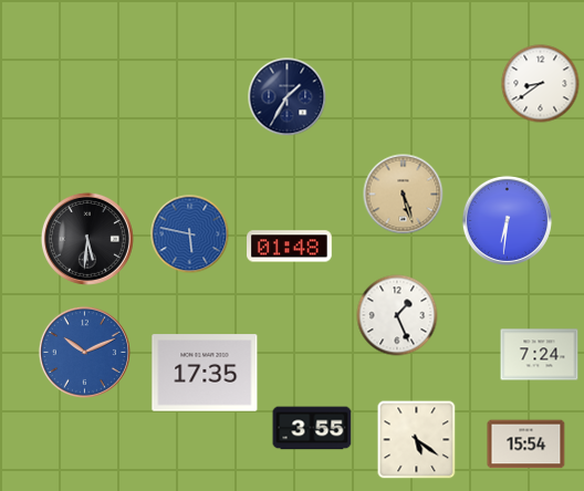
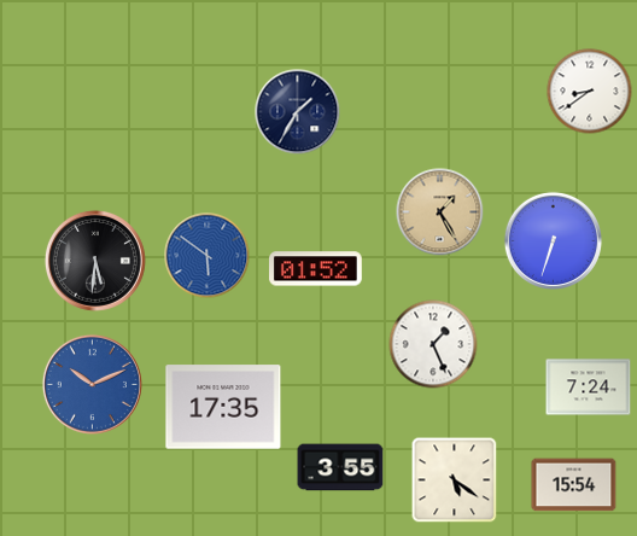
clock at (288, 97) position: (288, 97) -> (298, 112)
clock at (404, 195): 5:27 -> 1:25
clock at (507, 220): 6:31 -> 6:33
clock at (190, 234): 5:47 -> 5:51
clock at (290, 247): 01:48 -> 01:52
